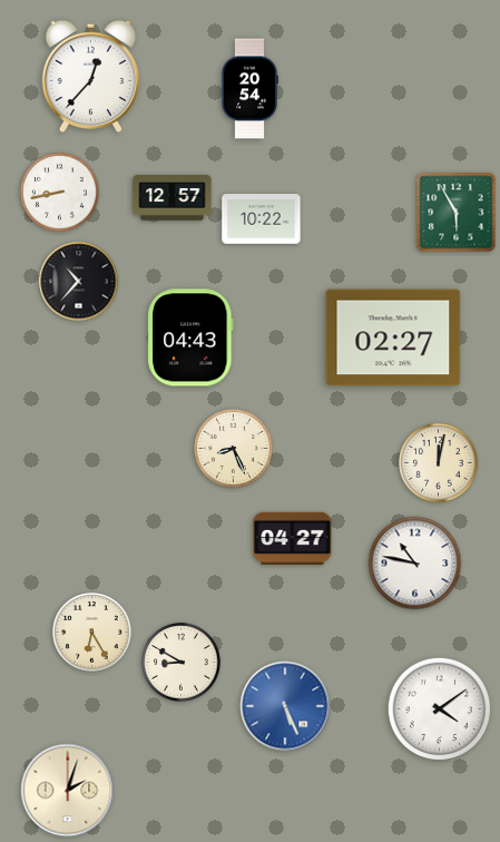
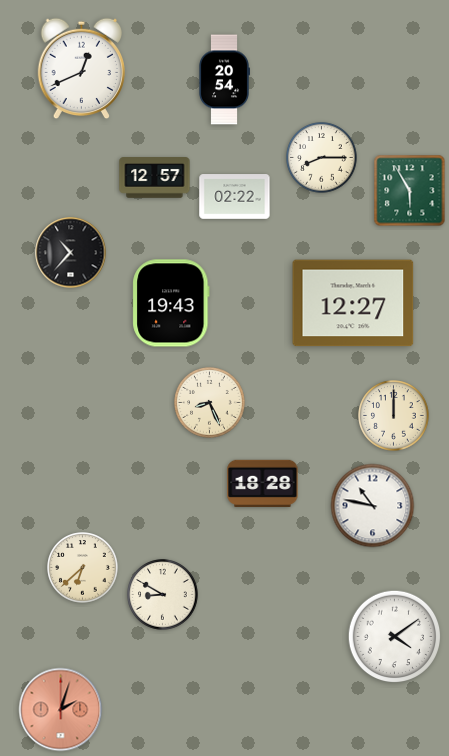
clock at (90, 77): 12:37 -> 12:41
clock at (322, 158): none -> 8:15
clock at (60, 193): 8:43 -> none
clock at (262, 219): 10:22 -> 02:22
clock at (190, 337): 04:43 -> 19:43
clock at (393, 337): 02:27 -> 12:27
clock at (439, 463): 12:02 -> 12:00
clock at (293, 538): 04:27 -> 18:28
clock at (92, 633): 6:25 -> 6:38
clock at (285, 706): 5:26 -> none
clock at (68, 791) dial: cream -> salmon
